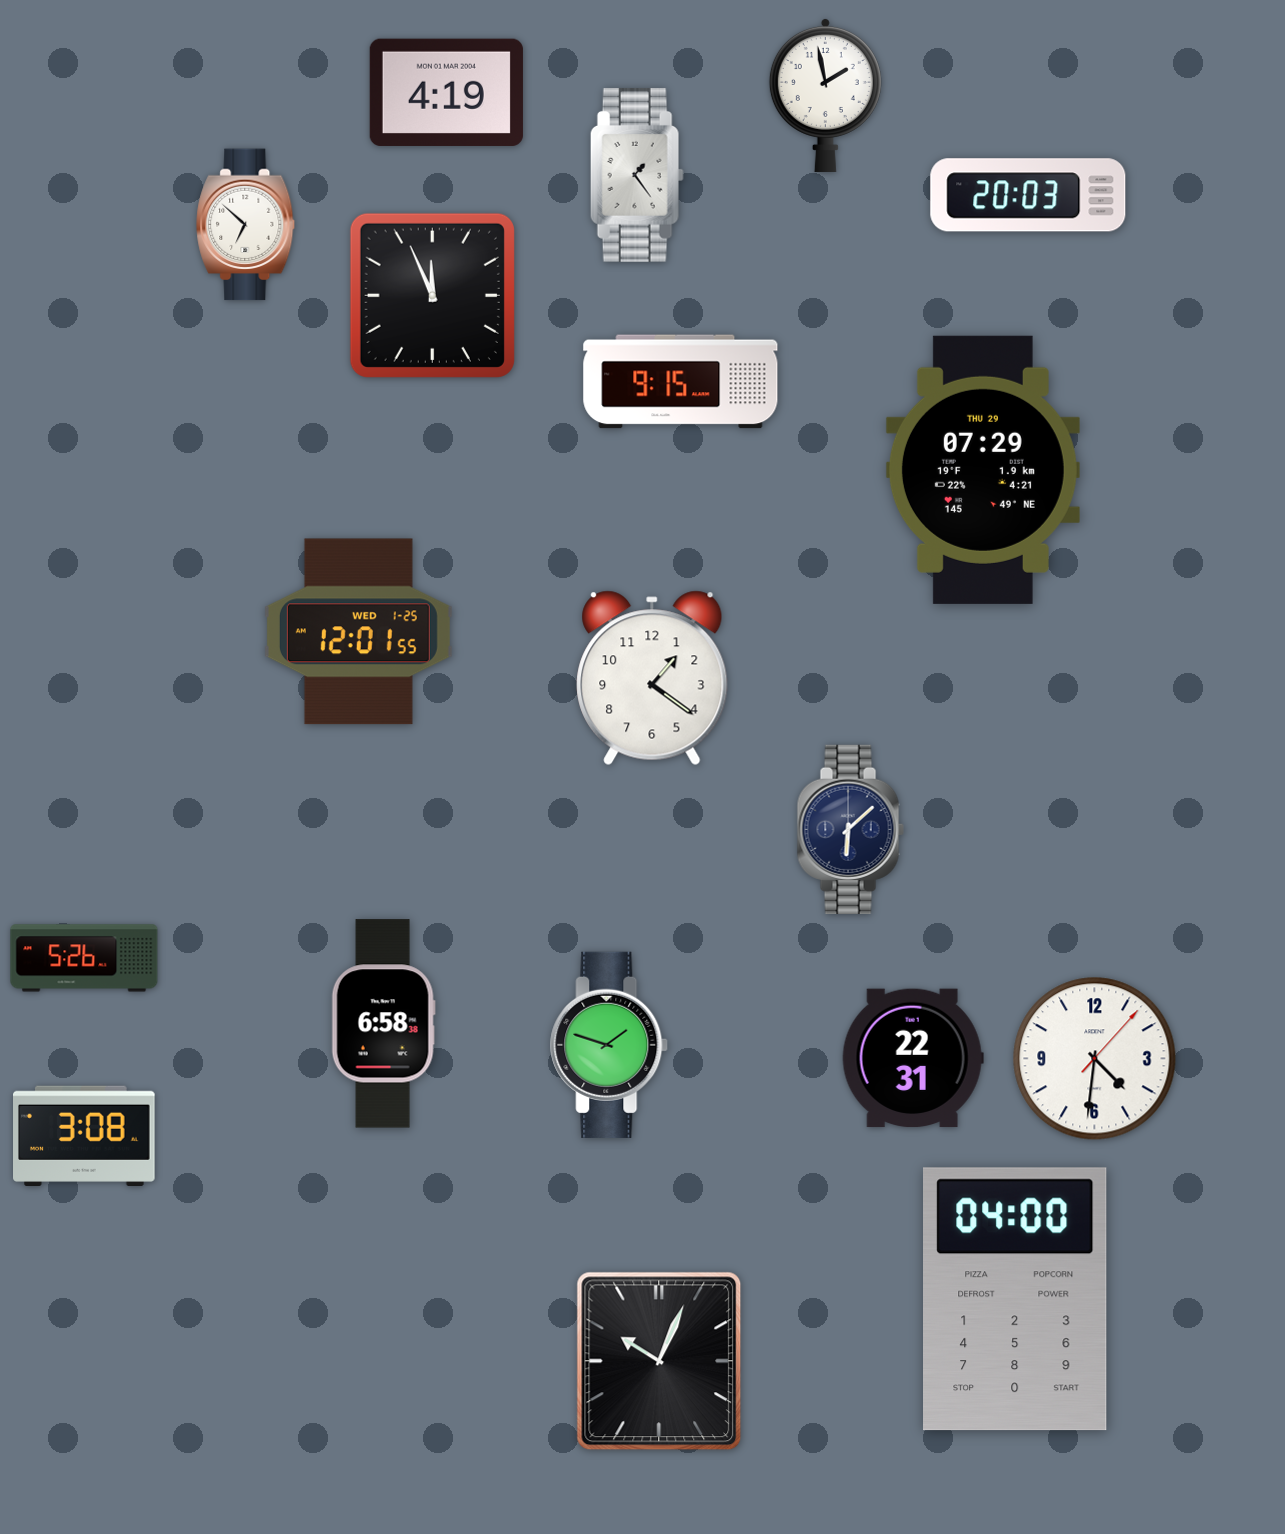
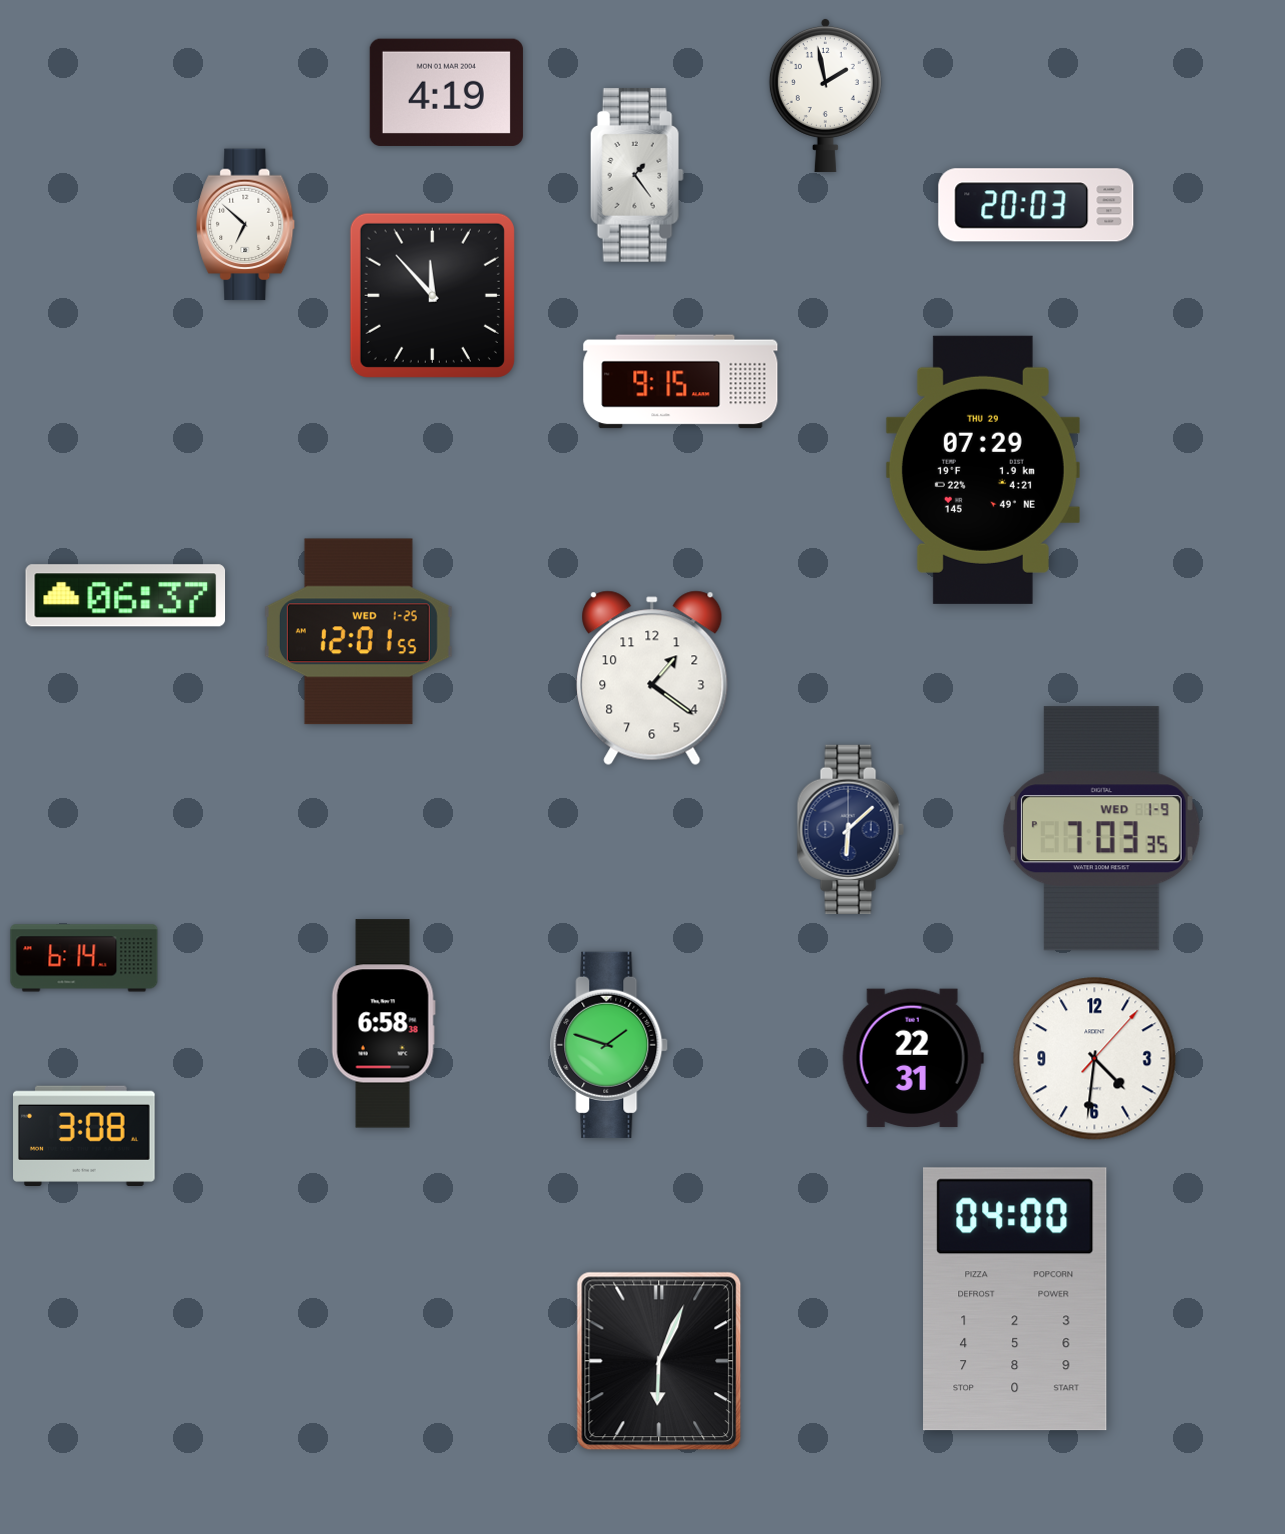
clock at (1028, 195) position: (1028, 195) -> (1036, 205)
clock at (432, 295): 11:56 -> 11:53
clock at (126, 596): none -> 06:37
clock at (1101, 829): none -> 7:03
clock at (84, 958): 5:26 -> 6:14
clock at (659, 1361): 10:04 -> 6:04
